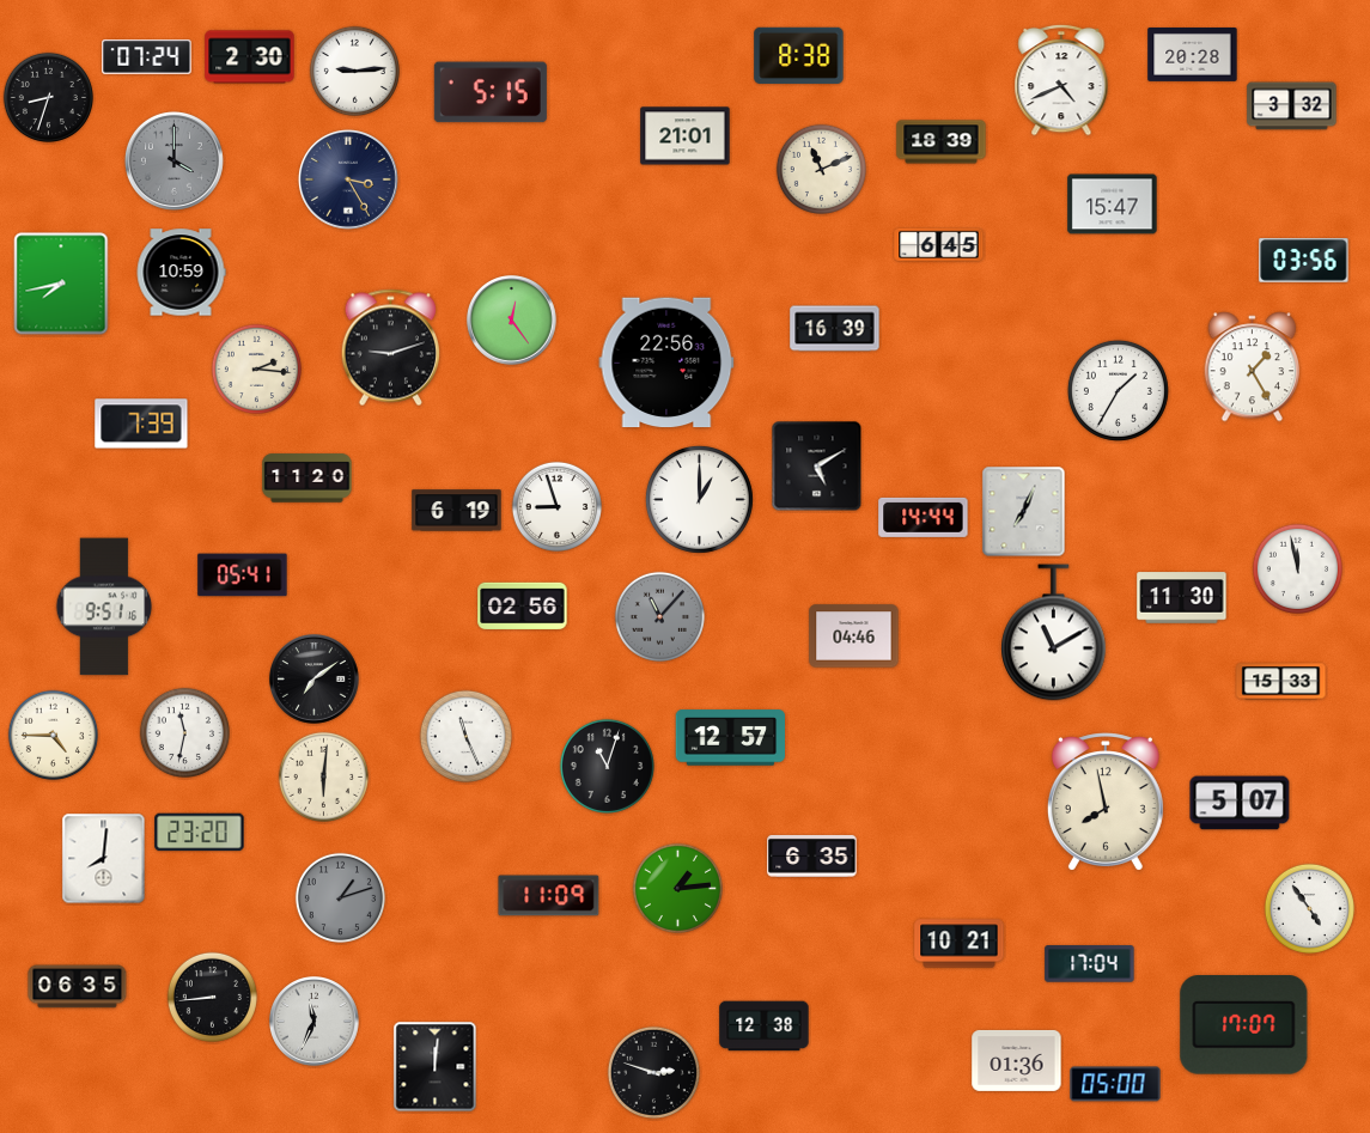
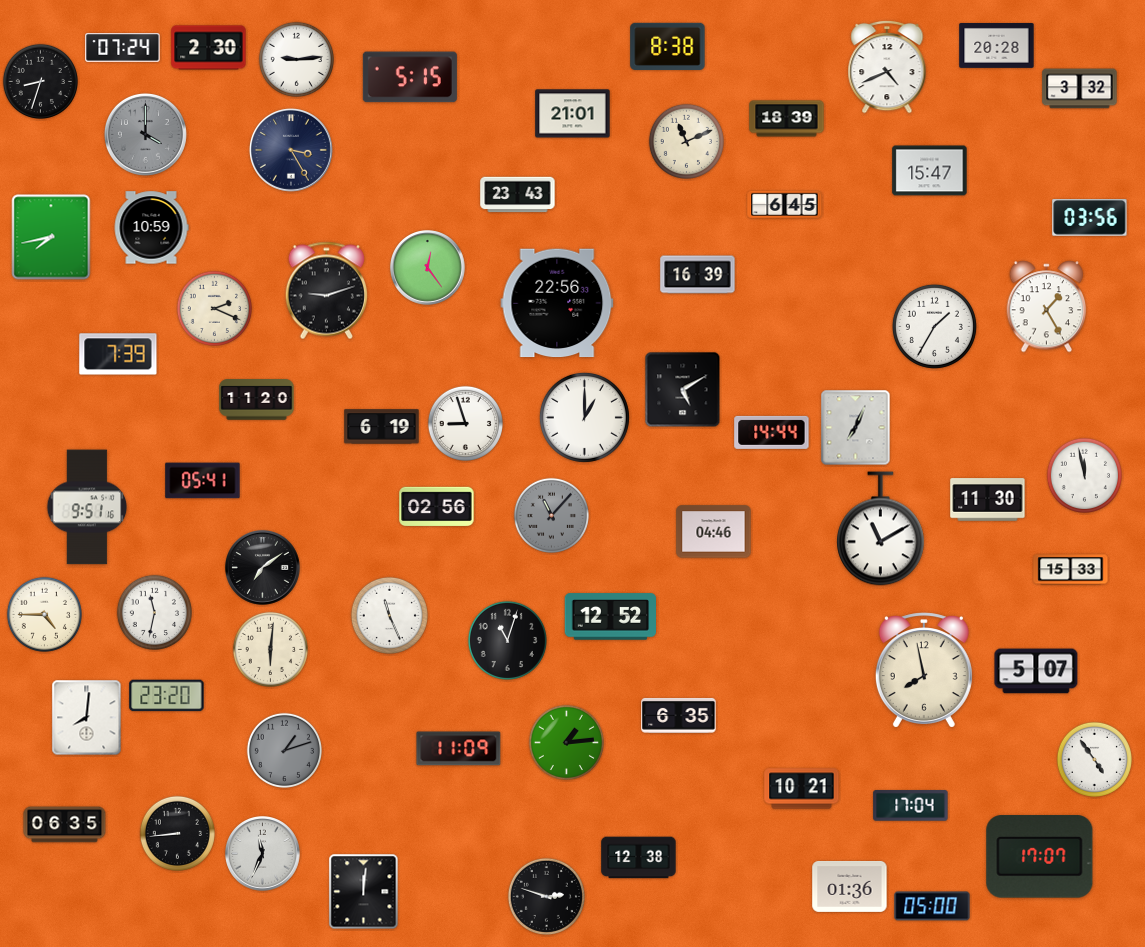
clock at (518, 195): none -> 23:43
clock at (256, 368): 2:16 -> 2:19
clock at (731, 738): 12:57 -> 12:52
